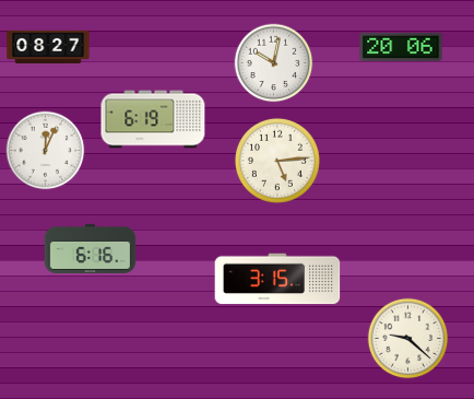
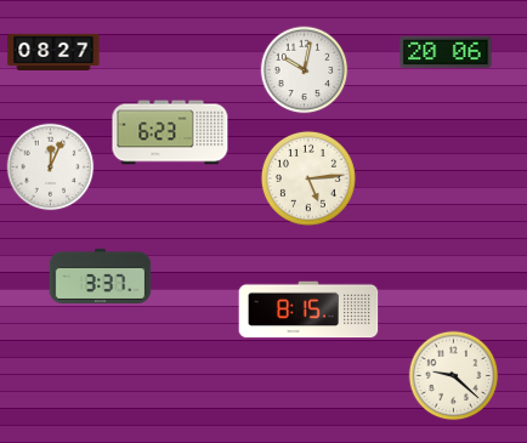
clock at (153, 119): 6:19 -> 6:23
clock at (91, 248): 6:16 -> 3:37
clock at (277, 279): 3:15 -> 8:15
